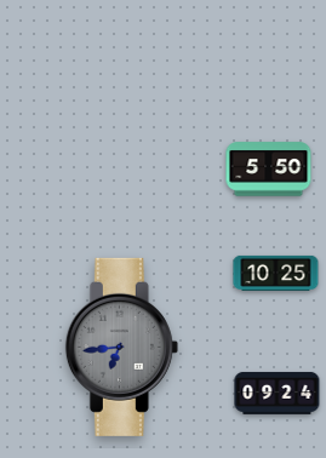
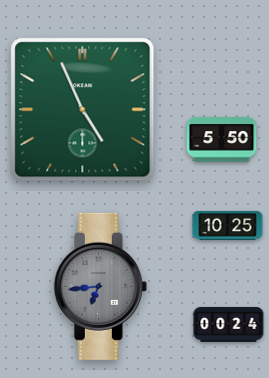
clock at (83, 110): none -> 4:56
clock at (278, 393): 09:24 -> 00:24
